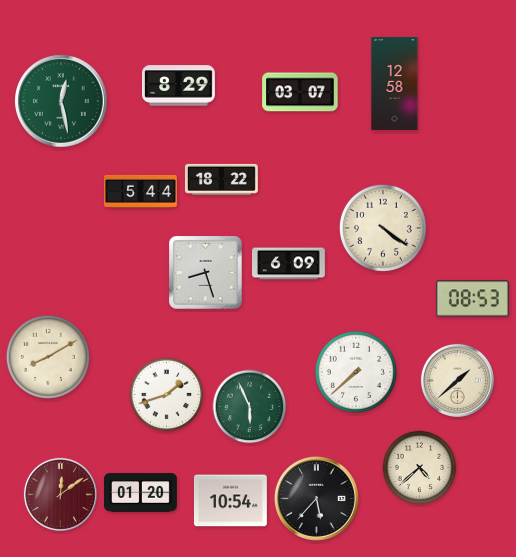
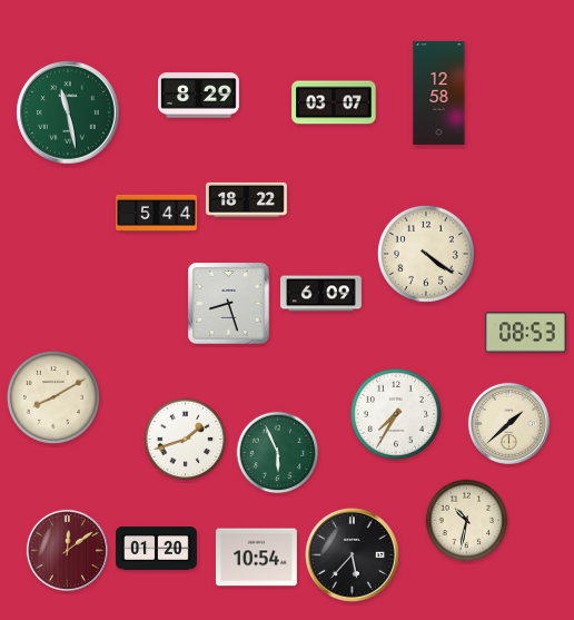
clock at (62, 102): 12:28 -> 11:28
clock at (356, 372): 7:38 -> 7:35
clock at (420, 468): 4:38 -> 10:32
